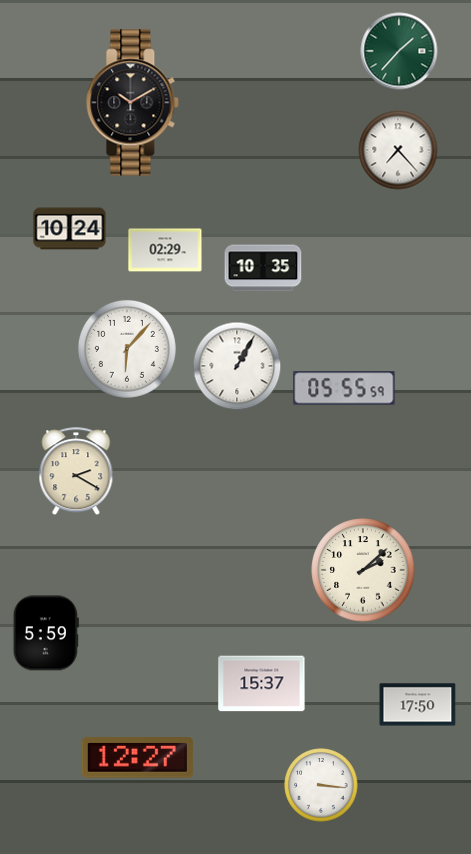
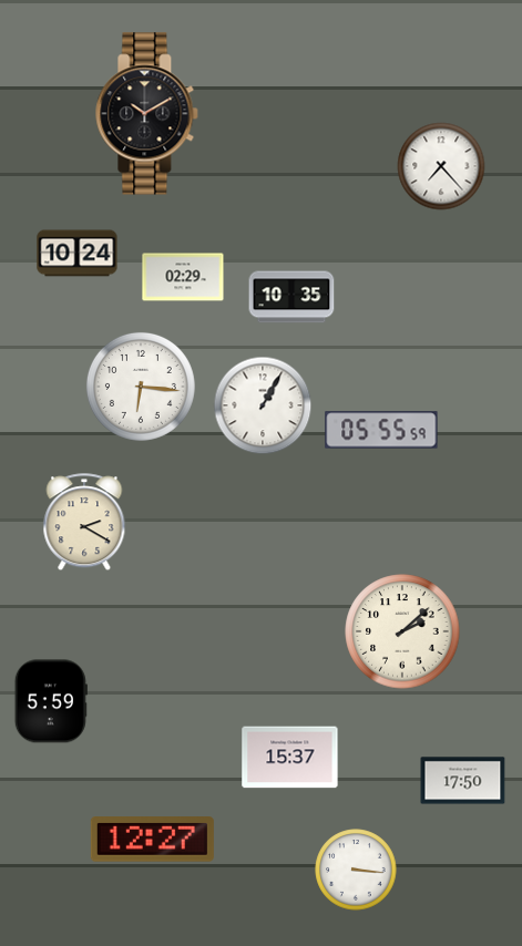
clock at (399, 51): 1:37 -> none
clock at (127, 349): 6:07 -> 6:16
